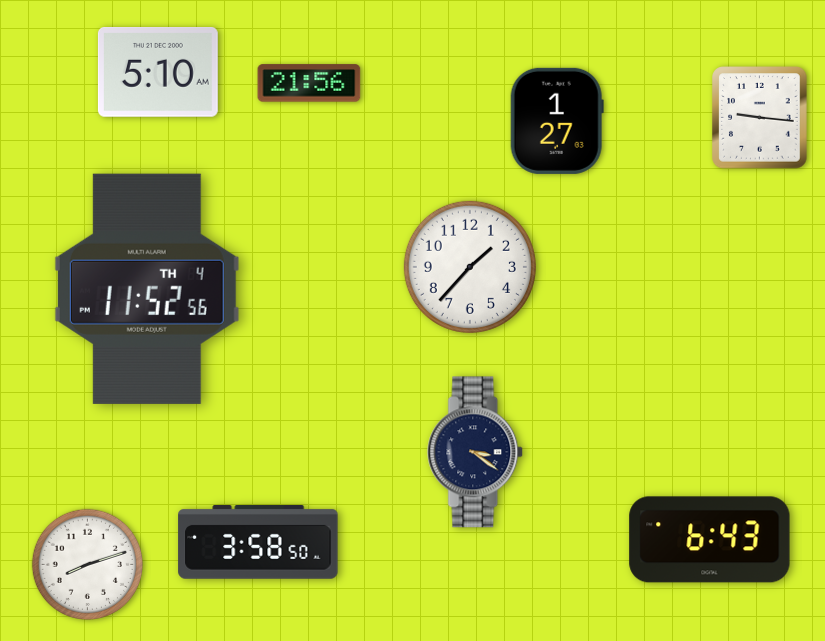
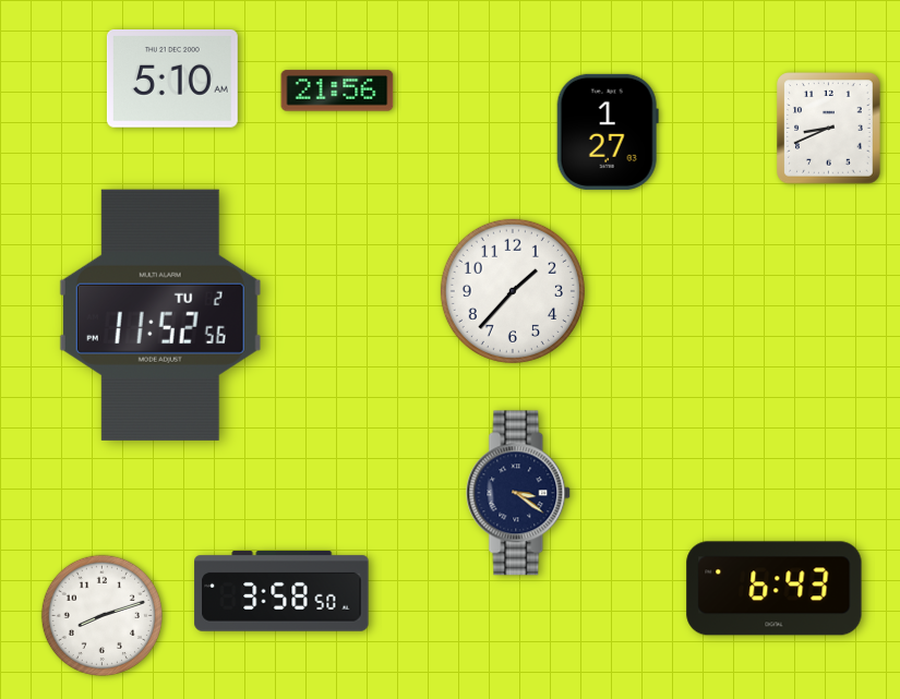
clock at (760, 118): 9:16 -> 8:41
clock at (147, 289) date: TH 4 -> TU 2
clock at (87, 564) position: (87, 564) -> (101, 615)
